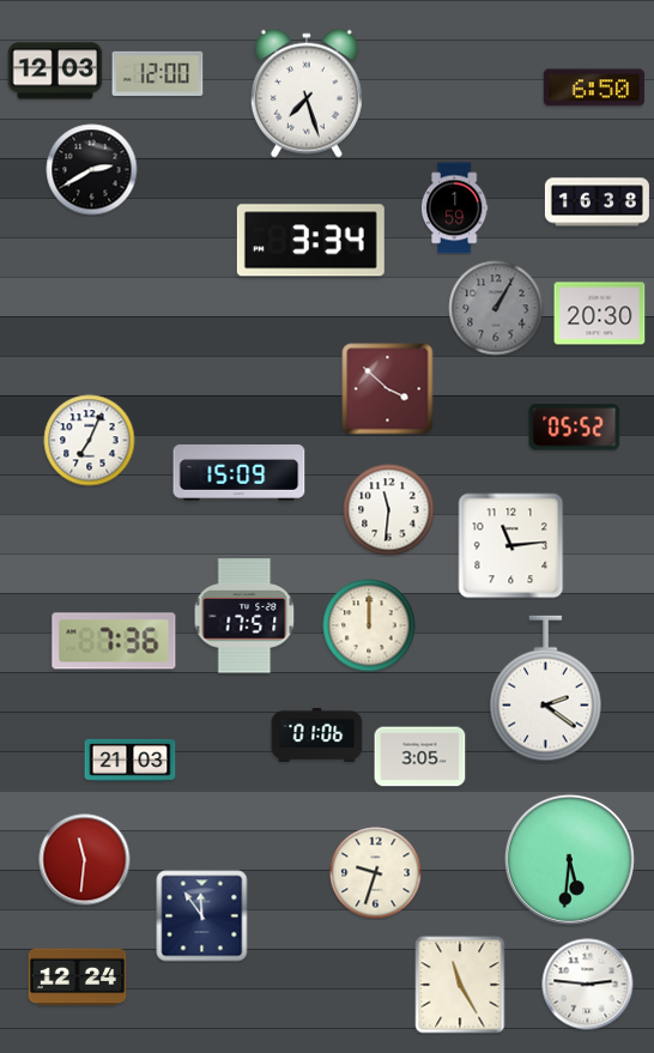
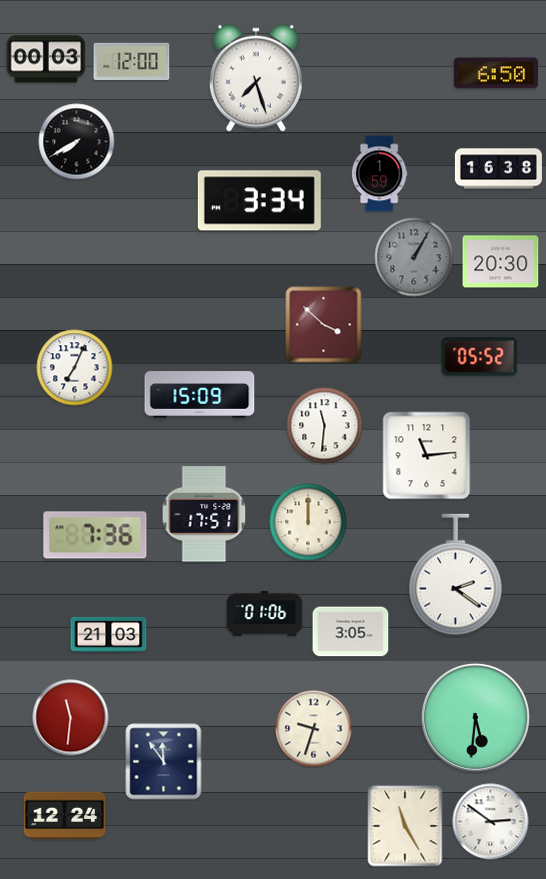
clock at (55, 71): 12:03 -> 00:03
clock at (92, 170): 2:40 -> 7:40
clock at (202, 916) position: (202, 916) -> (164, 762)
clock at (460, 985) position: (460, 985) -> (405, 826)
clock at (588, 985): 2:46 -> 2:51
